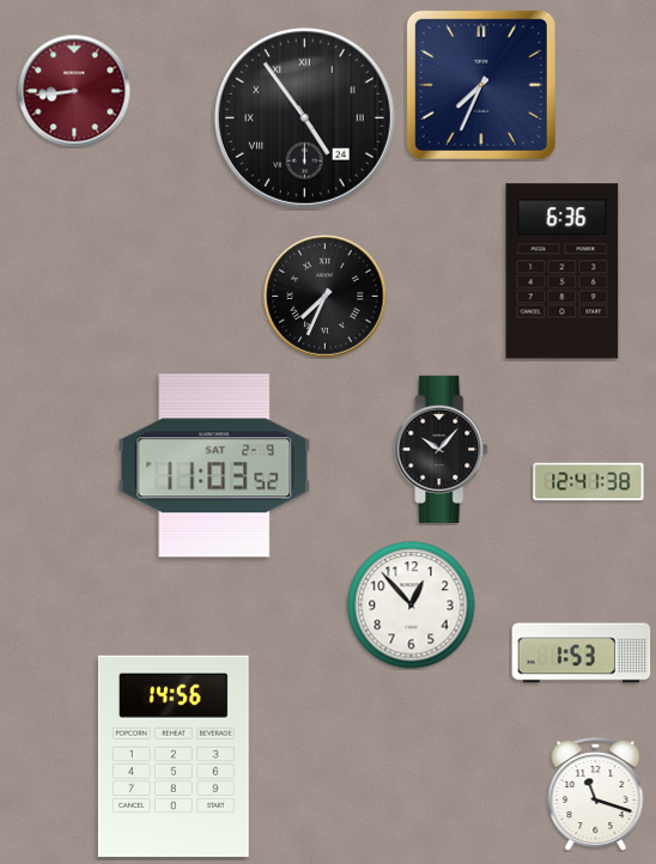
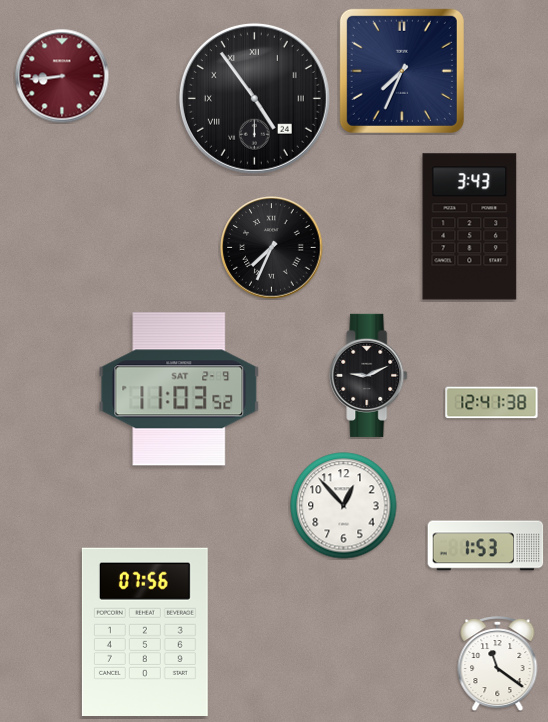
clock at (563, 272): 6:36 -> 3:43
clock at (442, 449): 10:07 -> 9:11
clock at (174, 755): 14:56 -> 07:56
clock at (596, 795): 11:18 -> 11:21
